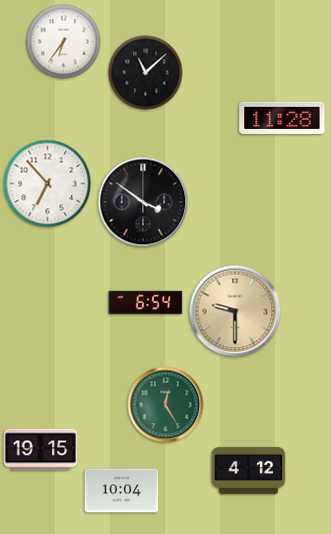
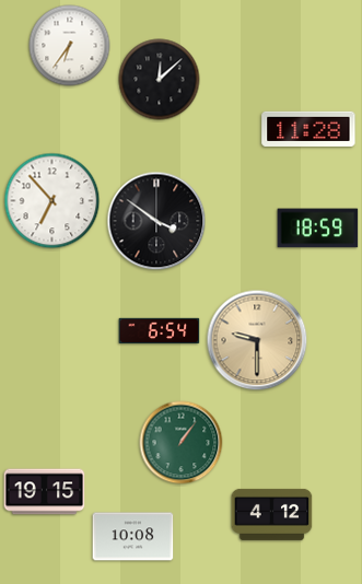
clock at (146, 73): 11:08 -> 12:08
clock at (318, 229): none -> 18:59
clock at (166, 405): 12:25 -> 1:06
clock at (122, 491): 10:04 -> 10:08
